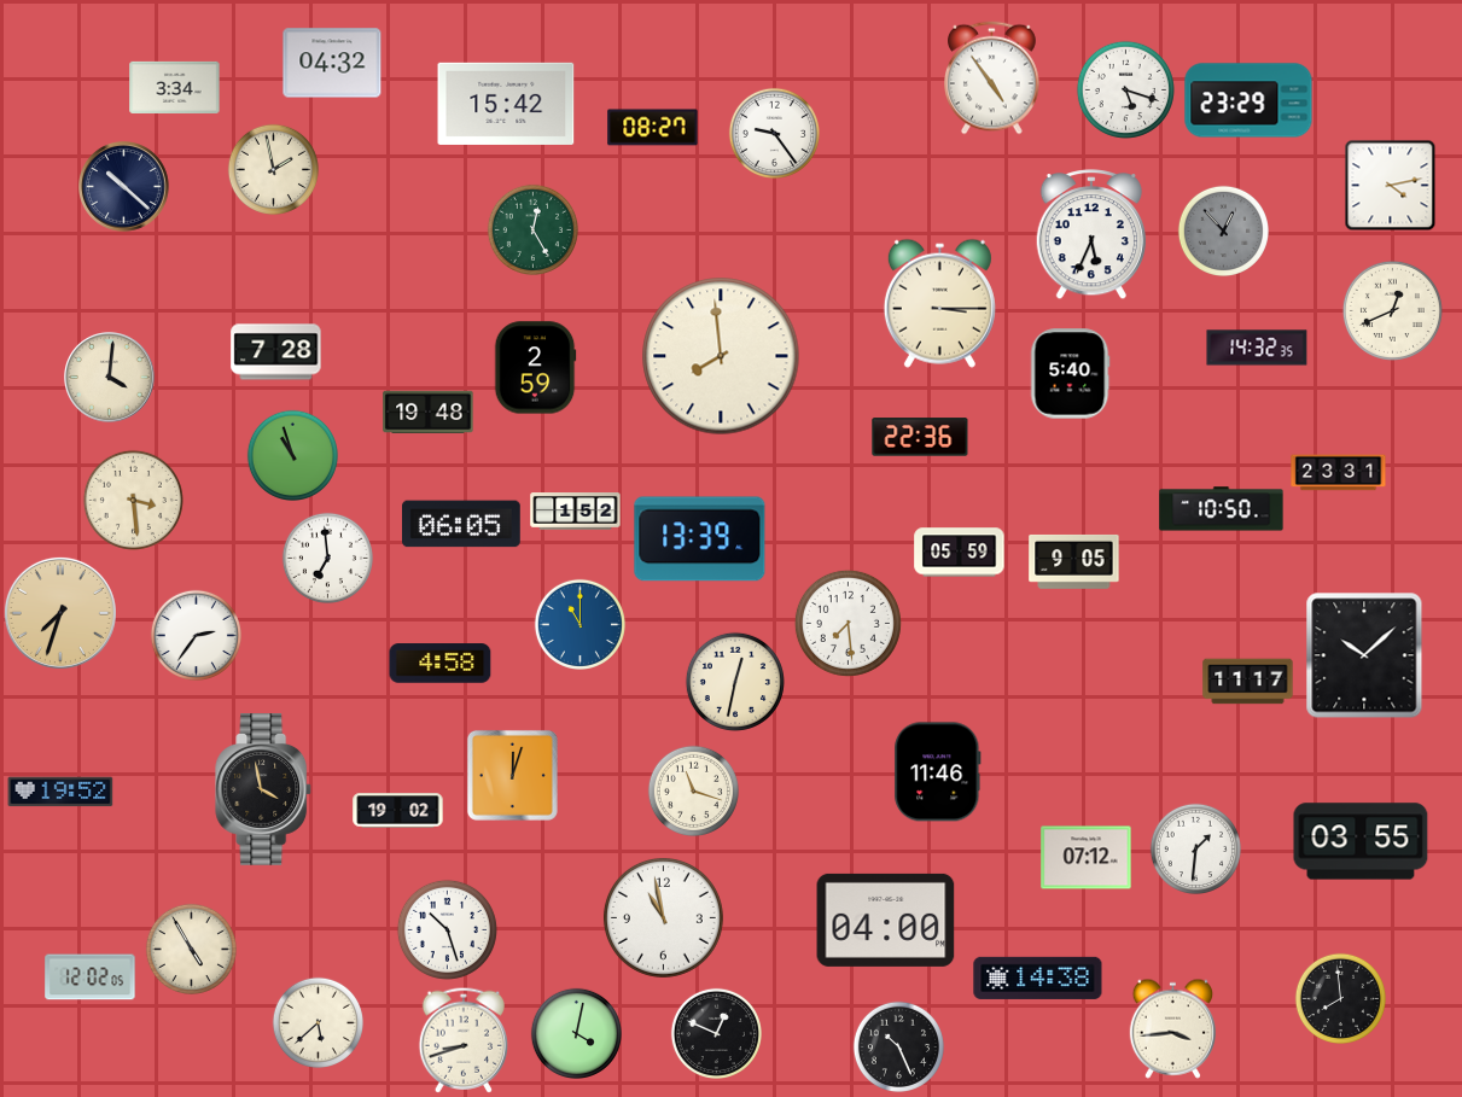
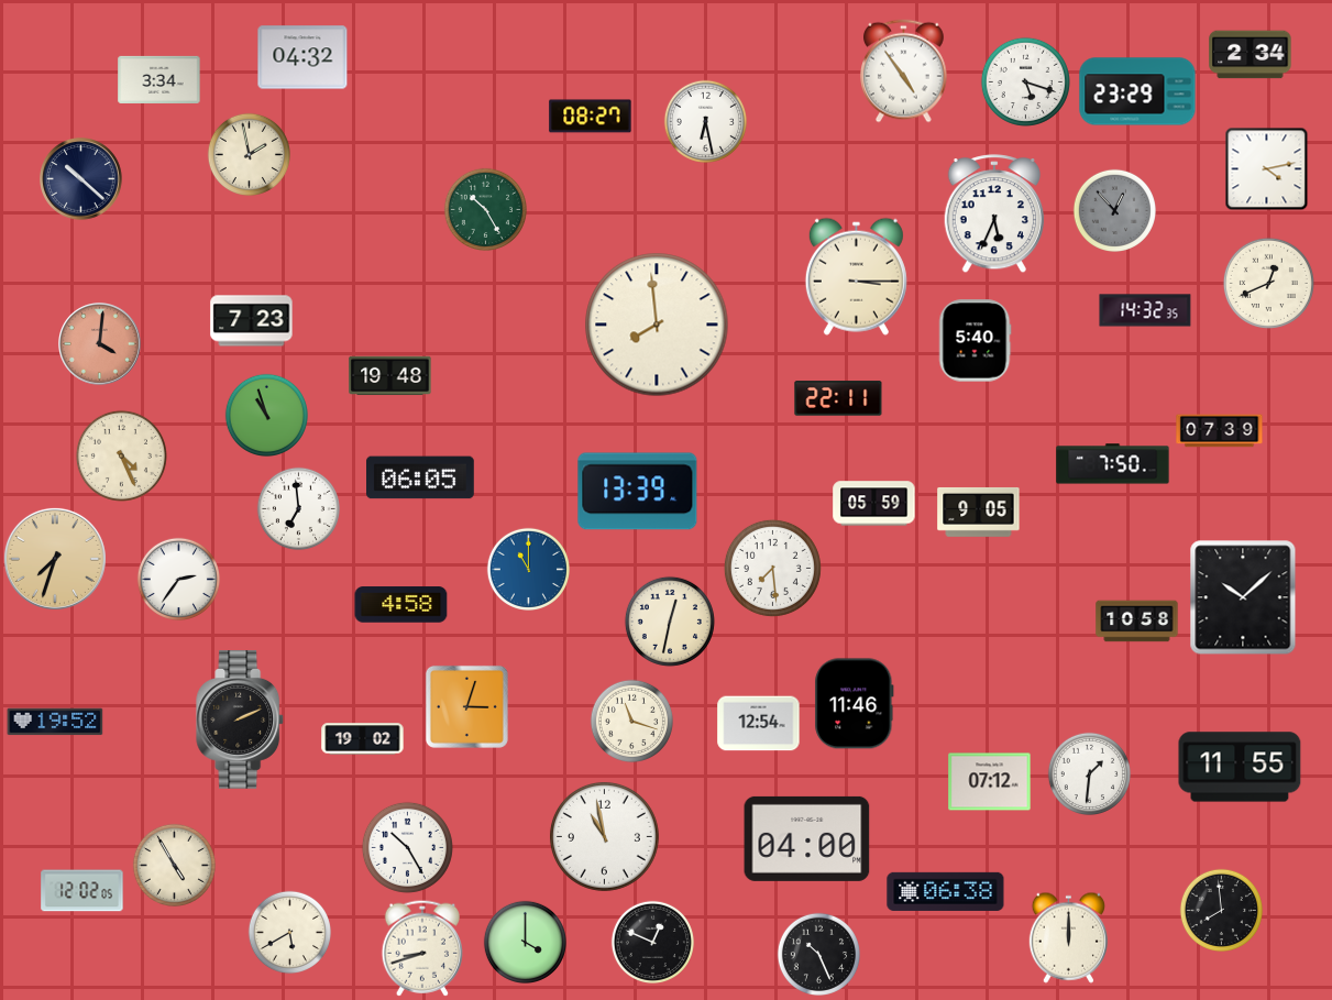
clock at (1251, 55): none -> 2:34
clock at (506, 104): 15:42 -> none
clock at (653, 128) position: (653, 128) -> (591, 117)
clock at (774, 133): 9:24 -> 6:28
clock at (124, 187) position: (124, 187) -> (81, 179)
clock at (532, 229): 12:25 -> 10:25
clock at (1257, 348) position: (1257, 348) -> (1145, 310)
clock at (276, 352): 7:28 -> 7:23
clock at (535, 368): 2:59 -> none
clock at (110, 378) dial: cream -> salmon
clock at (920, 437): 22:36 -> 22:11
clock at (1339, 473): 23:31 -> 07:39
clock at (133, 500): 3:29 -> 4:26
clock at (1222, 509): 10:50 -> 7:50
clock at (576, 512): 1:52 -> none
clock at (1248, 682): 11:17 -> 10:58
clock at (512, 775): 12:03 -> 3:03
clock at (264, 789): 3:58 -> 2:11
clock at (759, 724): none -> 12:54
clock at (1361, 841): 03:55 -> 11:55
clock at (447, 929): 10:27 -> 10:25
clock at (1038, 978): 14:38 -> 06:38
clock at (318, 1022): 5:38 -> 5:40
clock at (1172, 1028): 3:44 -> 12:00
clock at (576, 1033): 4:02 -> 4:00
